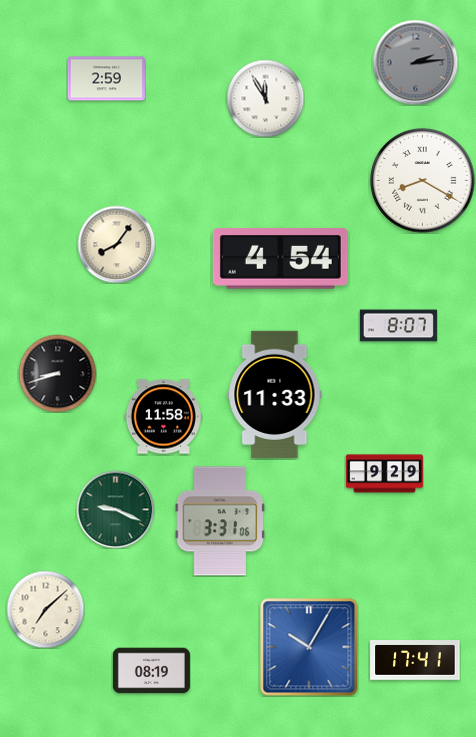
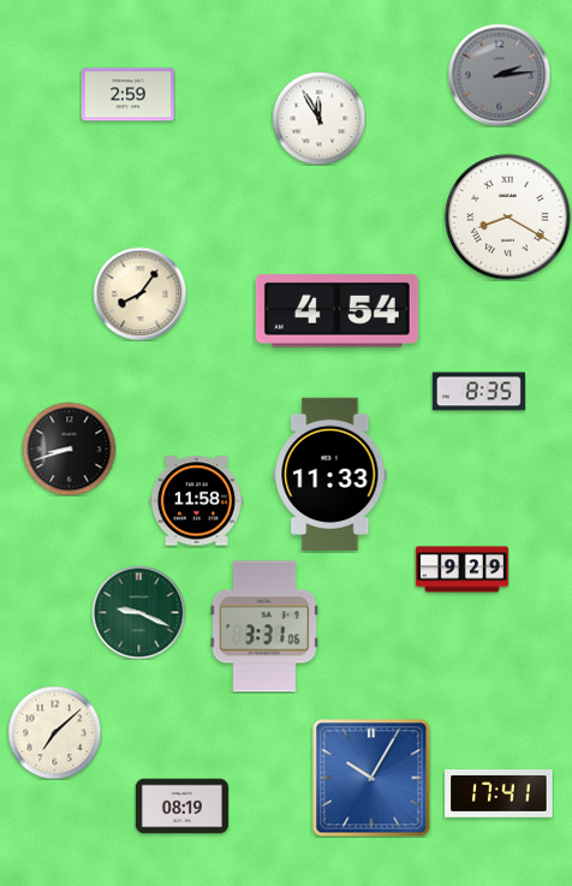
clock at (398, 326): 8:07 -> 8:35
